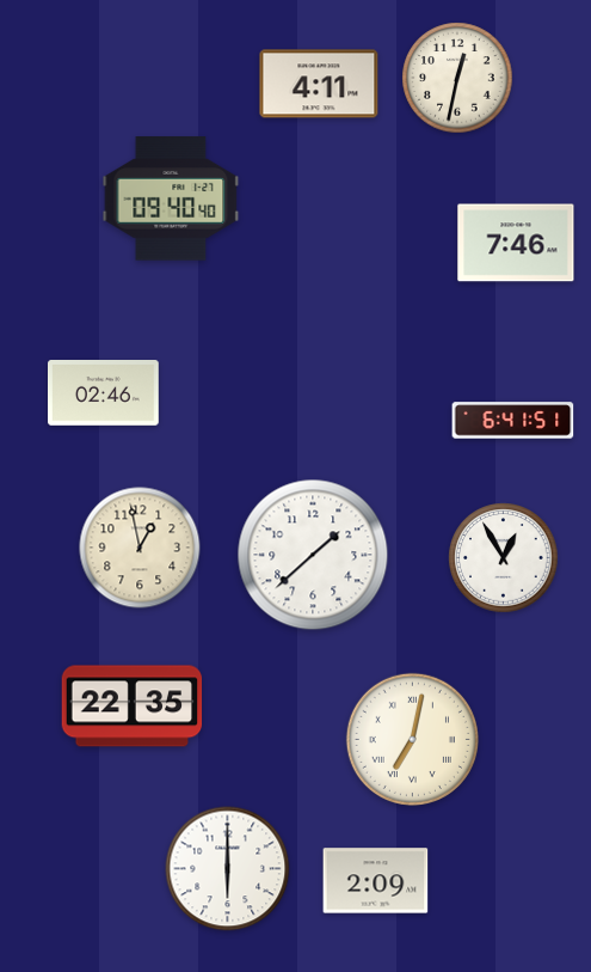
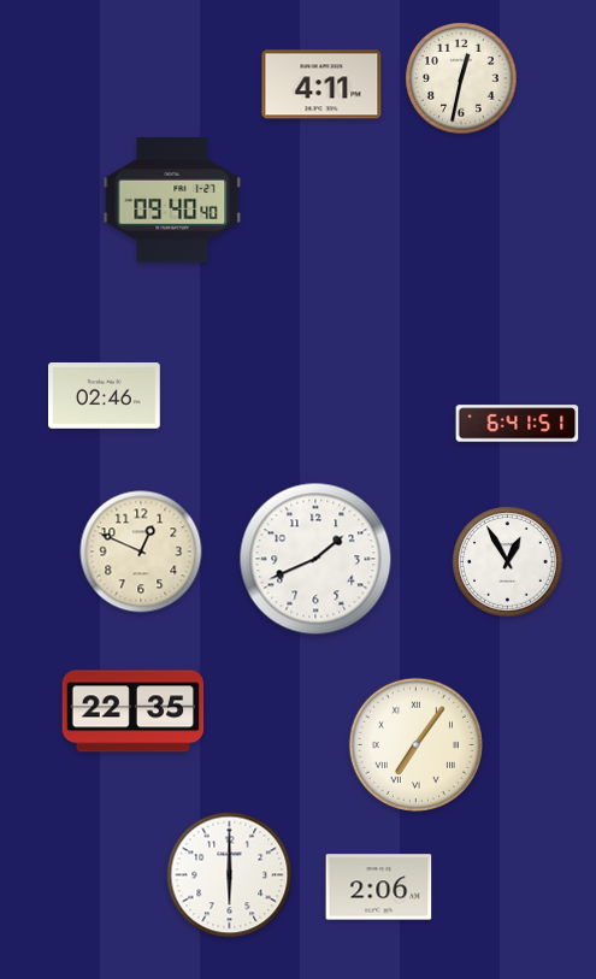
clock at (516, 243): 7:46 -> none
clock at (140, 548): 12:58 -> 12:49
clock at (313, 555): 1:38 -> 1:41
clock at (412, 739): 7:02 -> 7:06
clock at (376, 881): 2:09 -> 2:06
